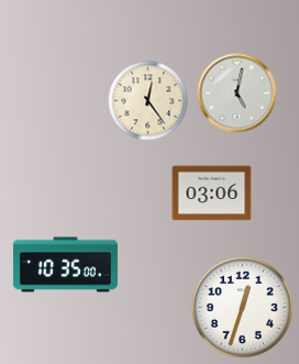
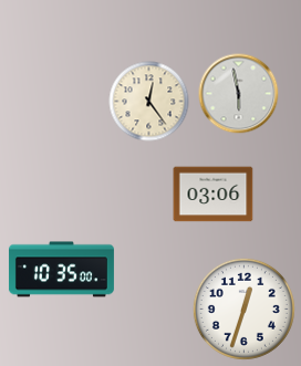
clock at (237, 93): 5:02 -> 5:58
clock at (65, 265) position: (65, 265) -> (61, 270)
